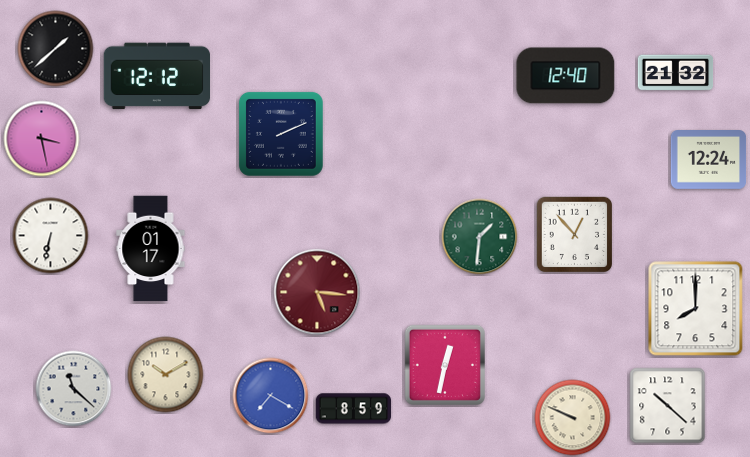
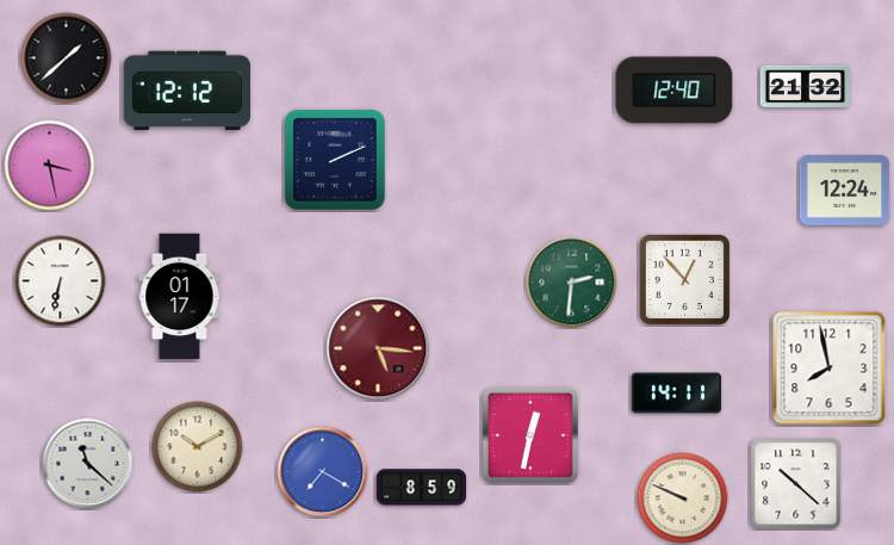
clock at (480, 237): 1:31 -> 2:31
clock at (696, 309): 8:00 -> 7:58
clock at (677, 394): none -> 14:11
